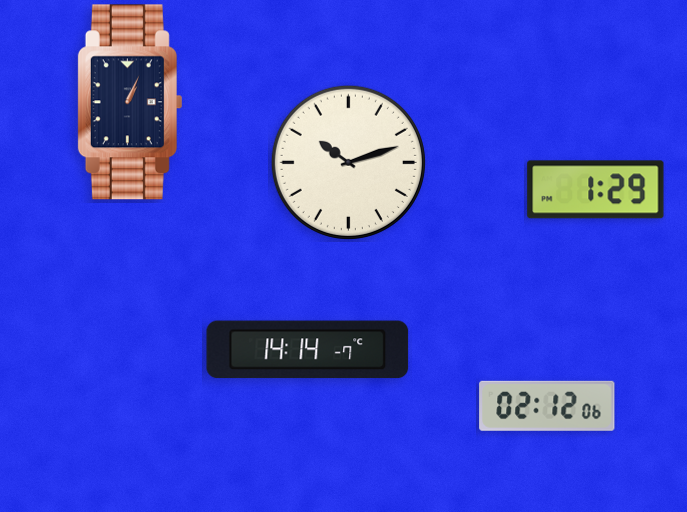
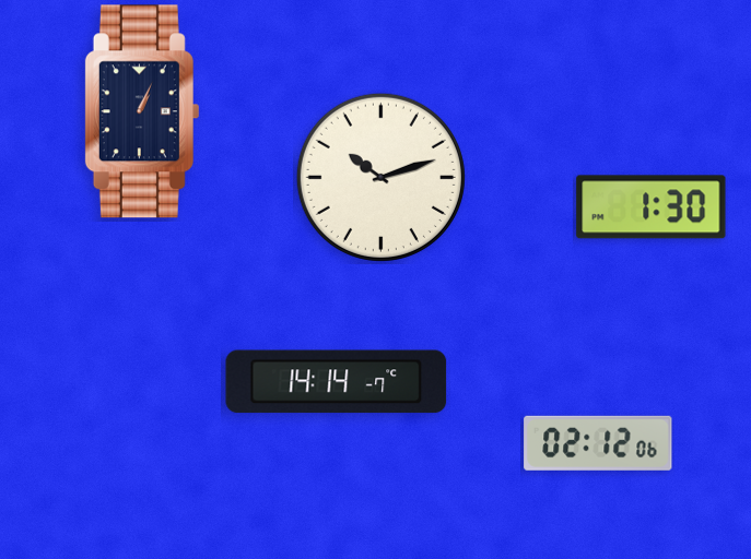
clock at (596, 190): 1:29 -> 1:30
